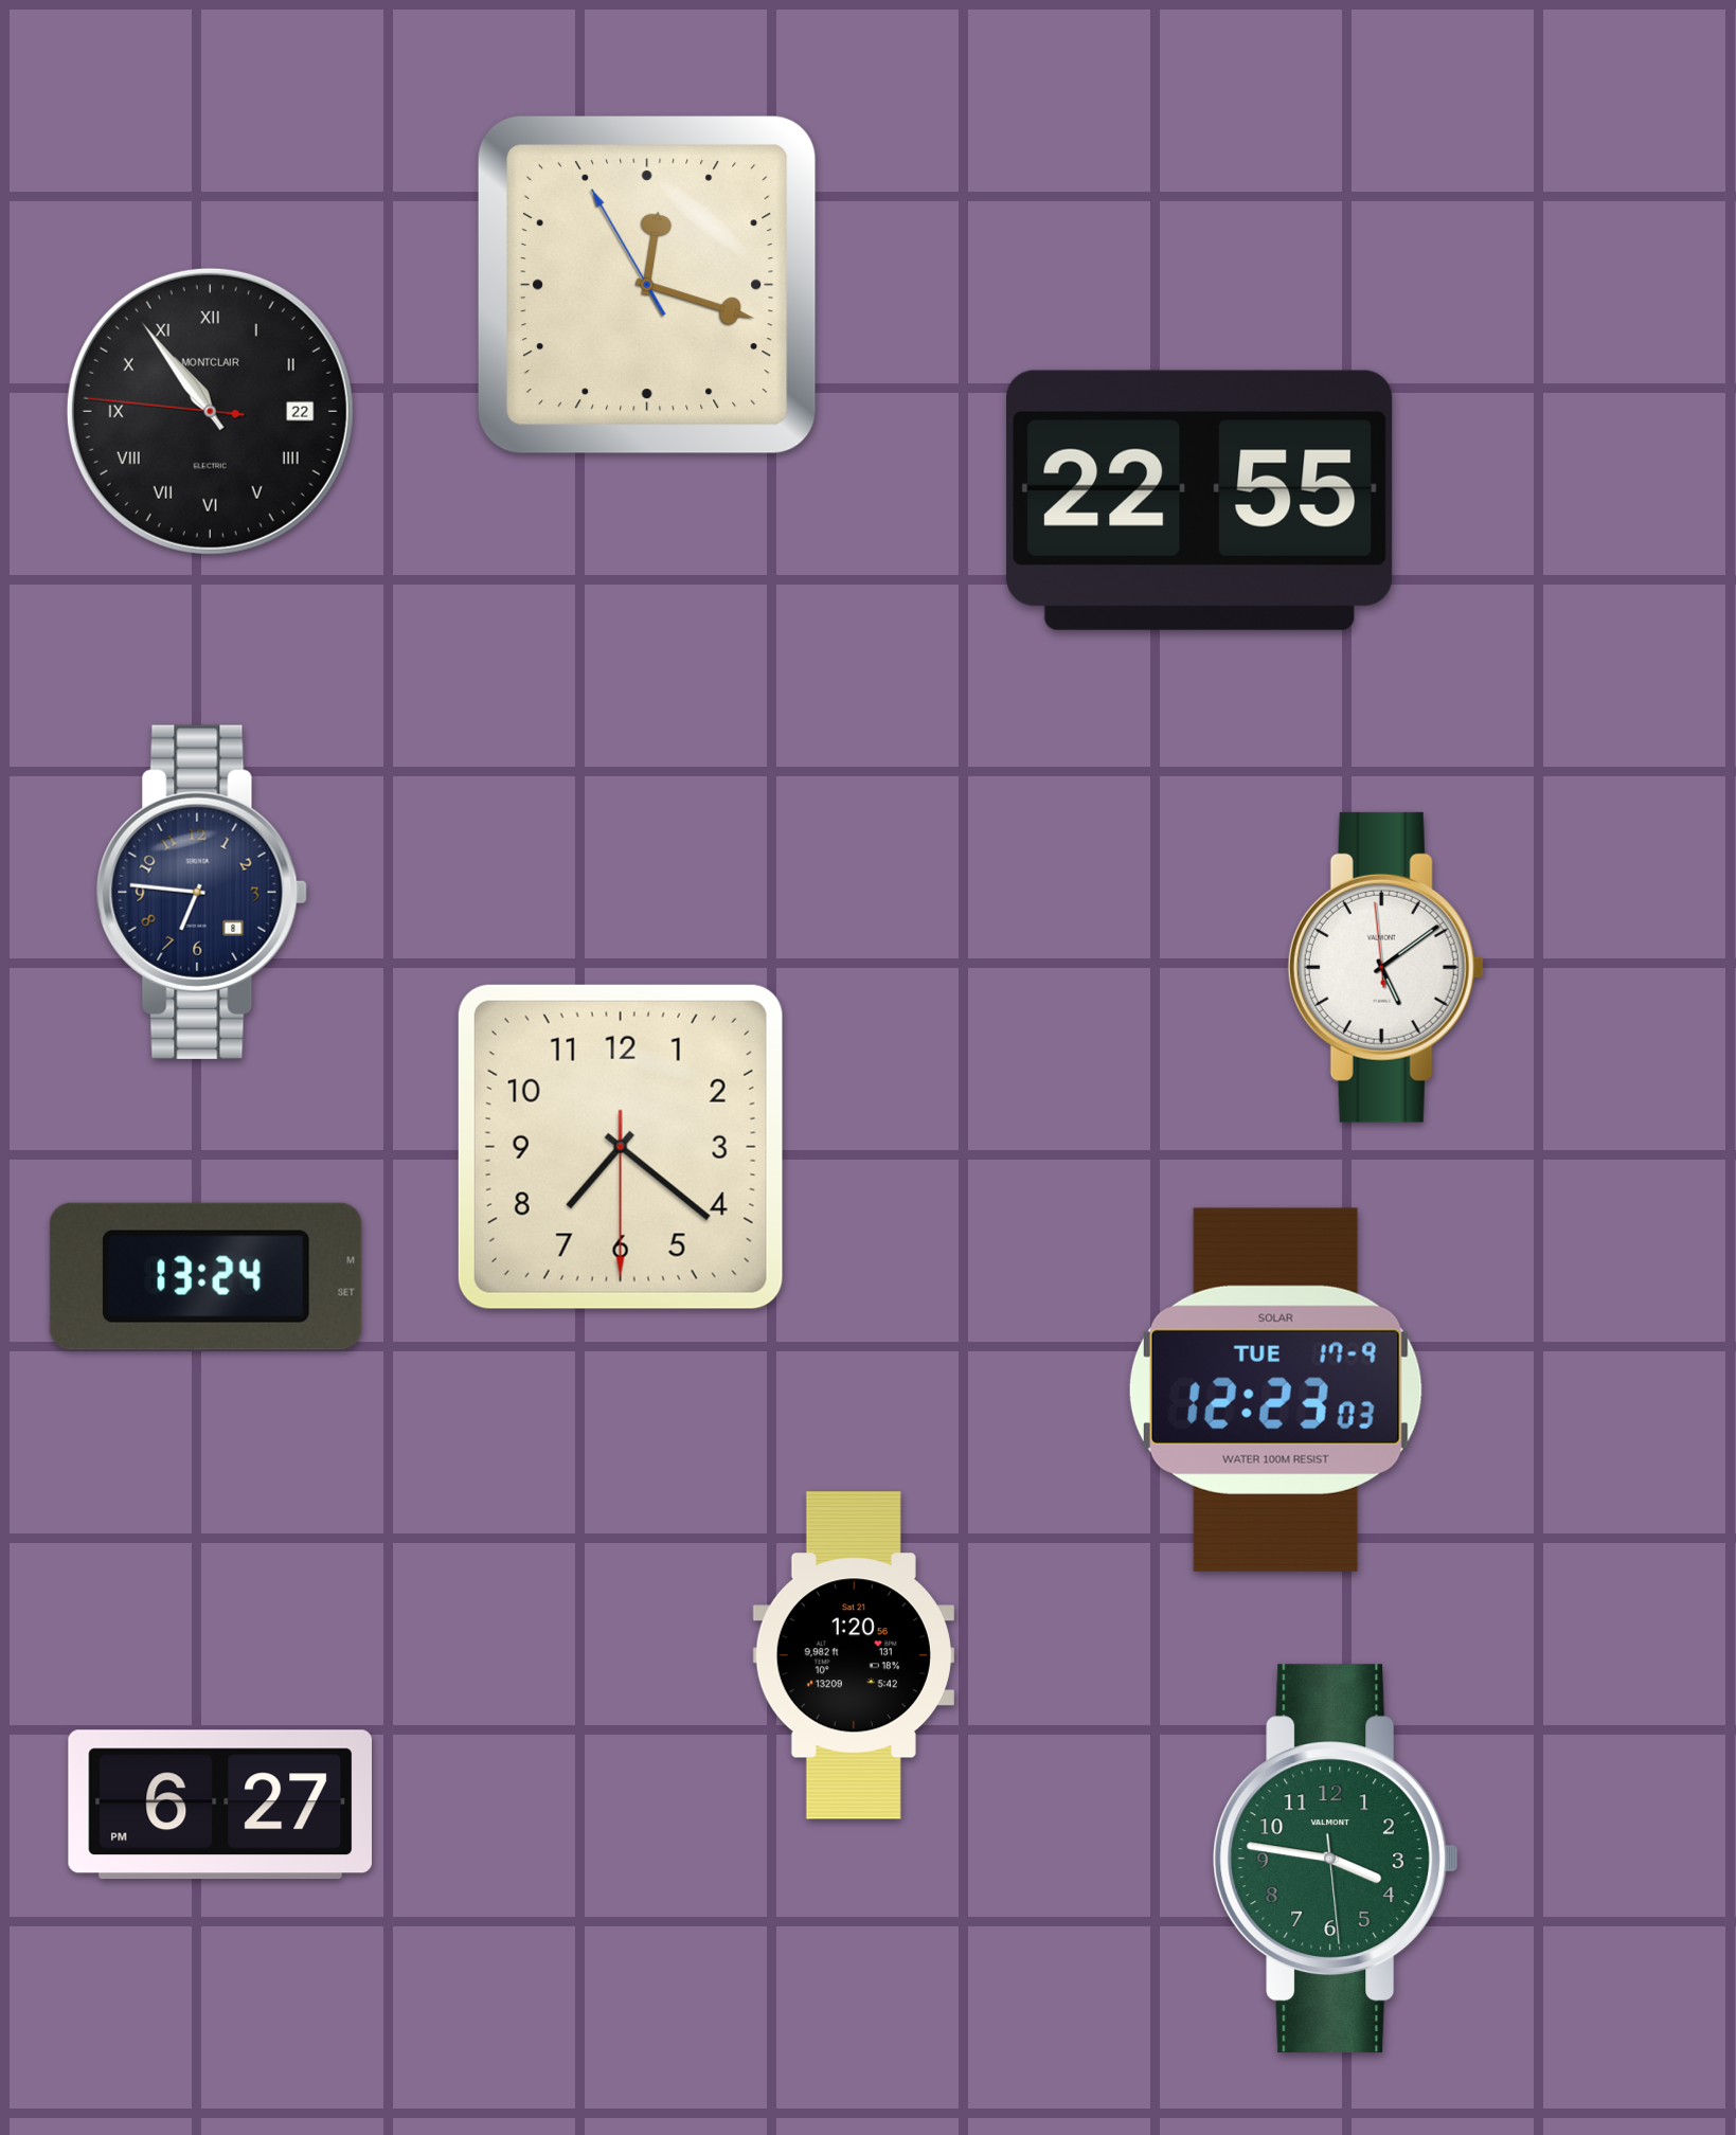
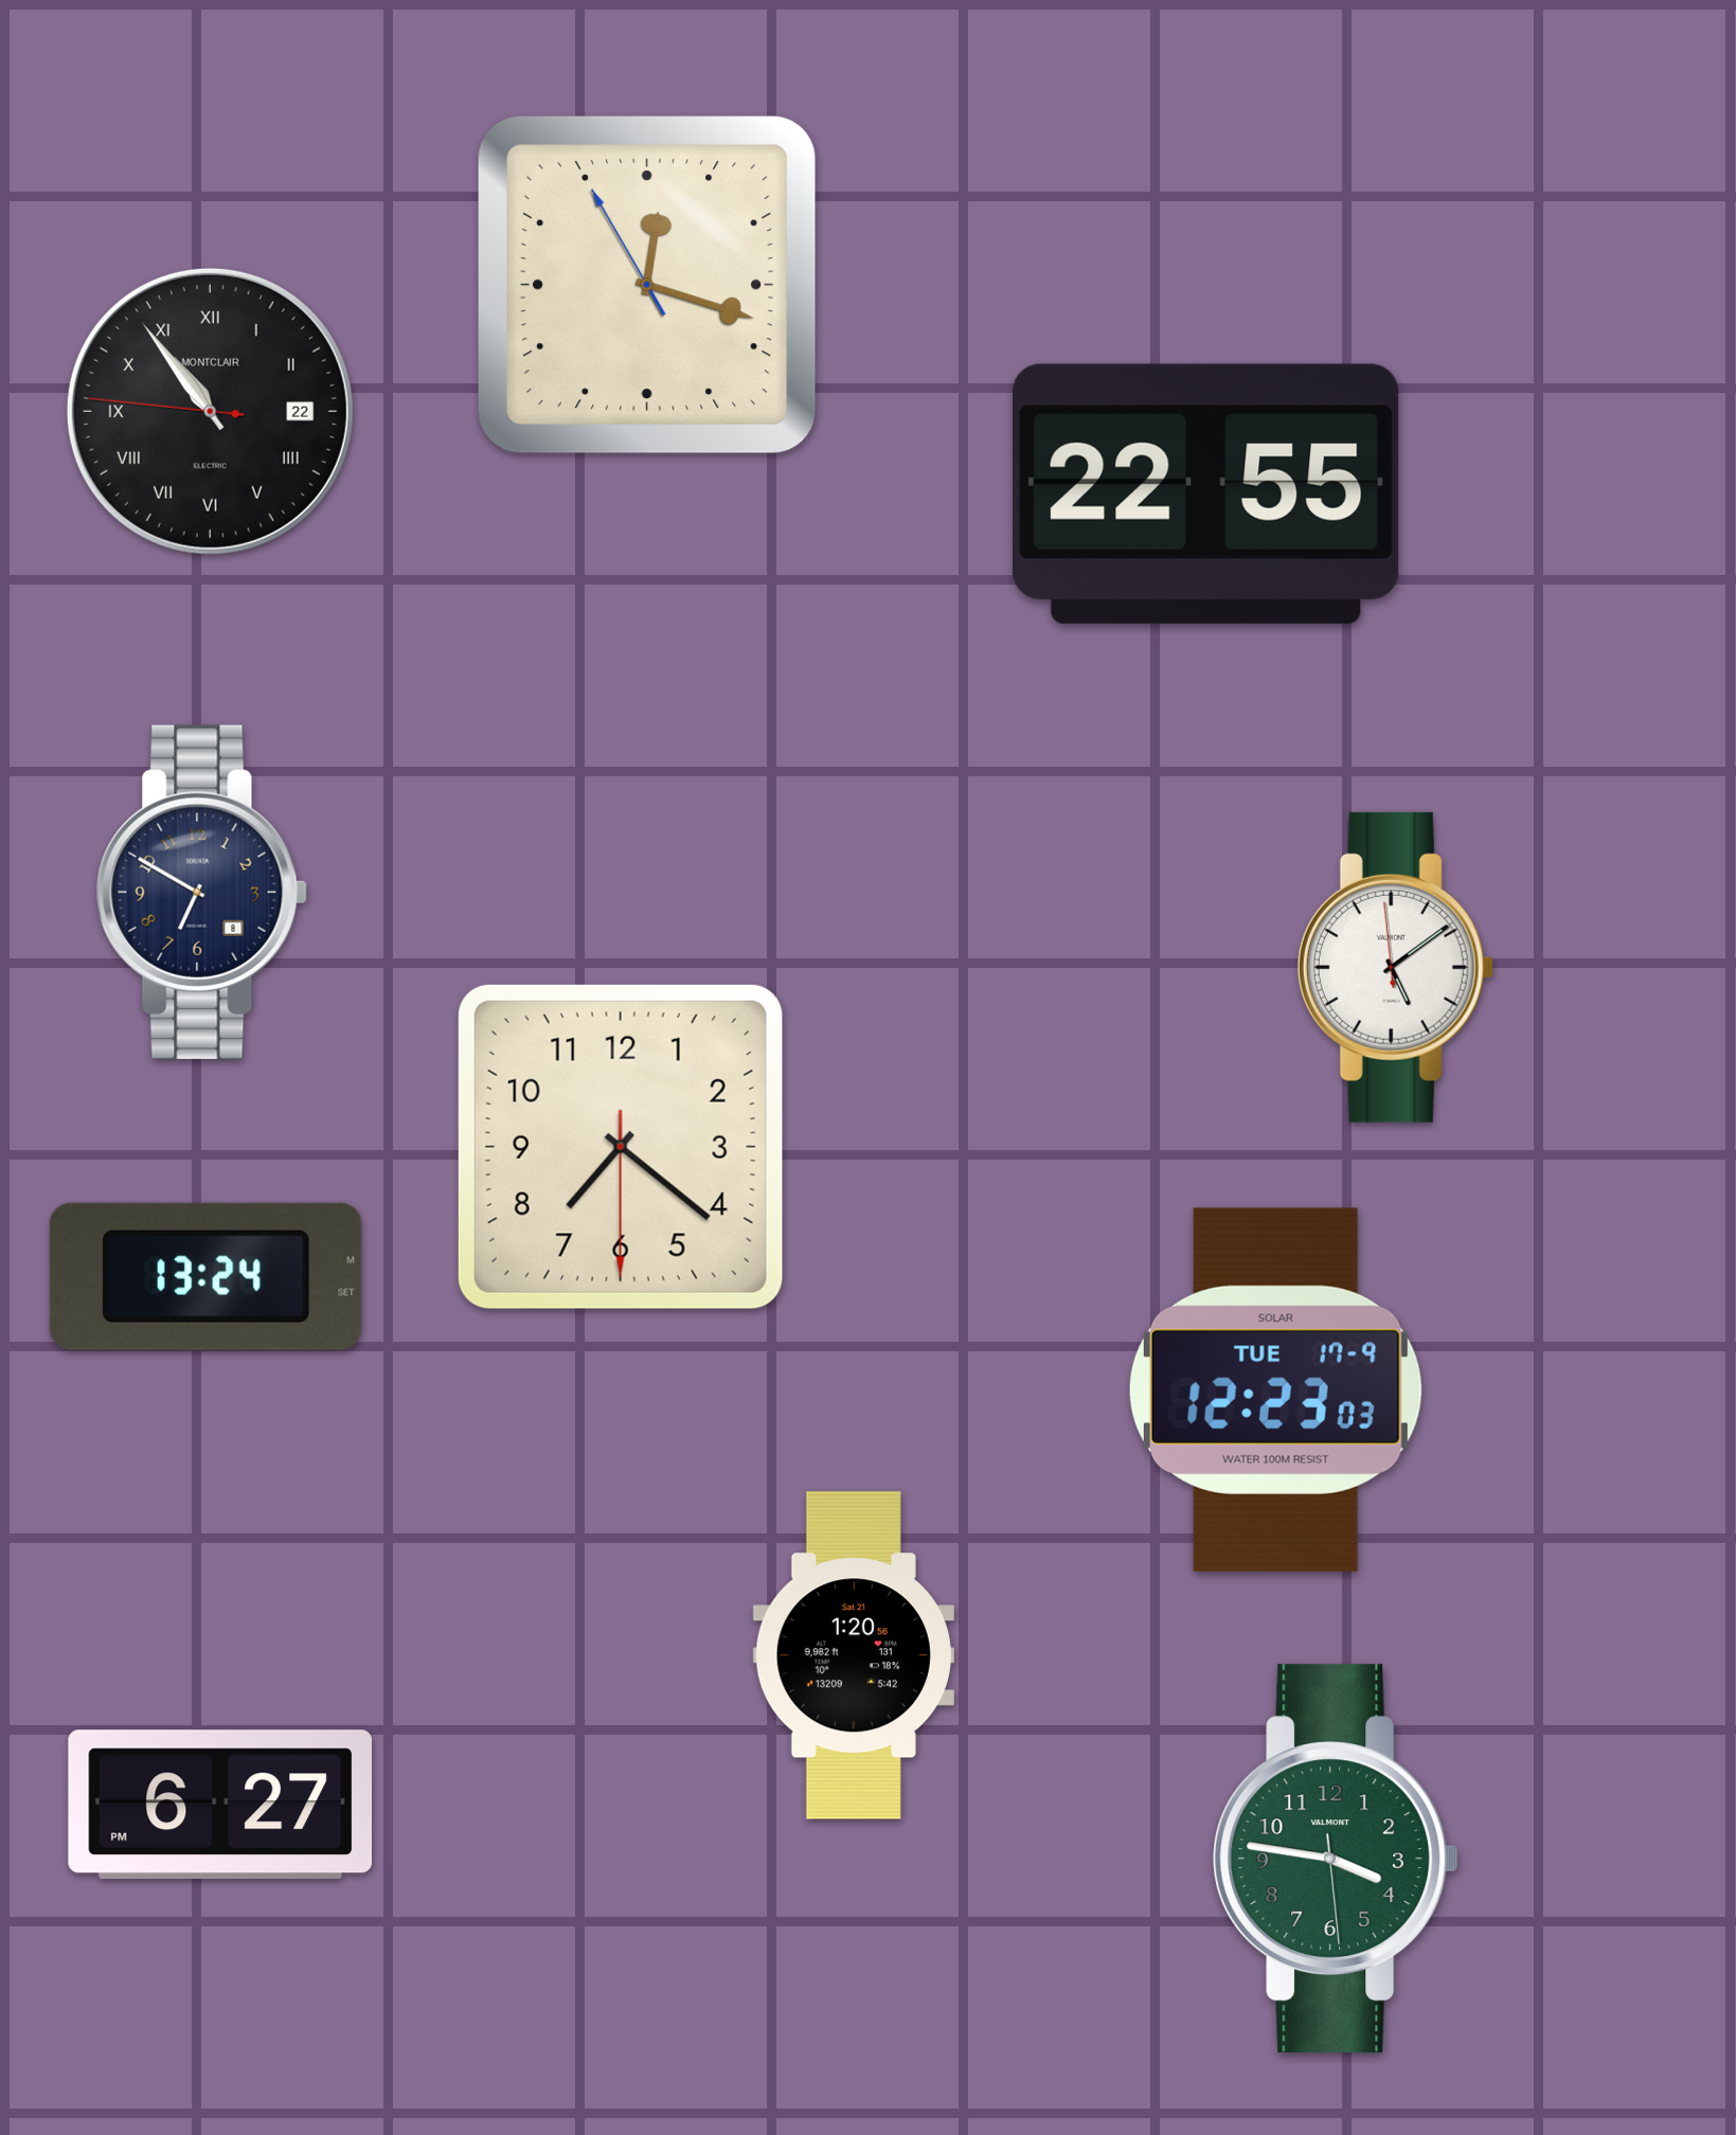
clock at (1200, 500) position: (1200, 500) -> (1206, 494)
clock at (201, 892): 6:46 -> 6:50
clock at (1385, 967) position: (1385, 967) -> (1395, 967)
